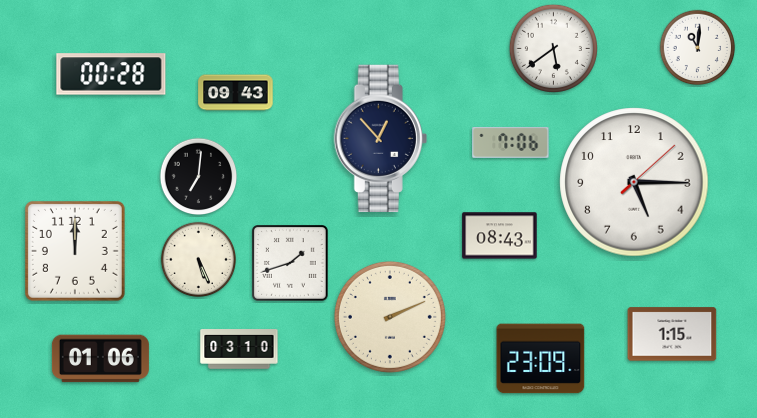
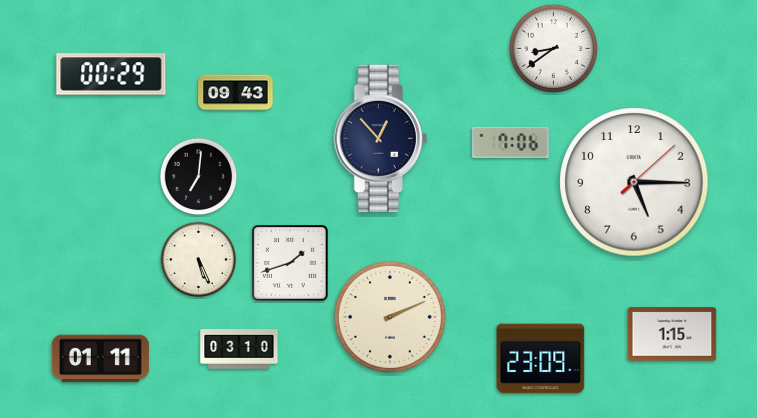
clock at (553, 48): 5:39 -> 8:39
clock at (698, 48): 11:01 -> none
clock at (111, 74): 00:28 -> 00:29
clock at (500, 236): 08:43 -> none
clock at (75, 251): 12:00 -> none
clock at (100, 359): 01:06 -> 01:11
